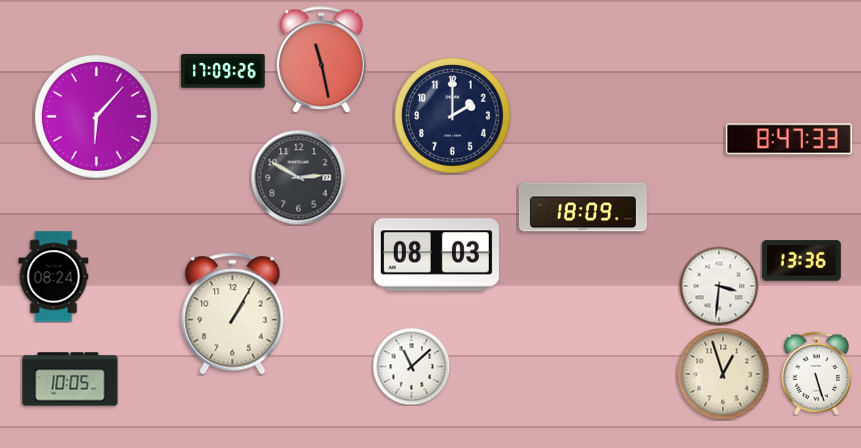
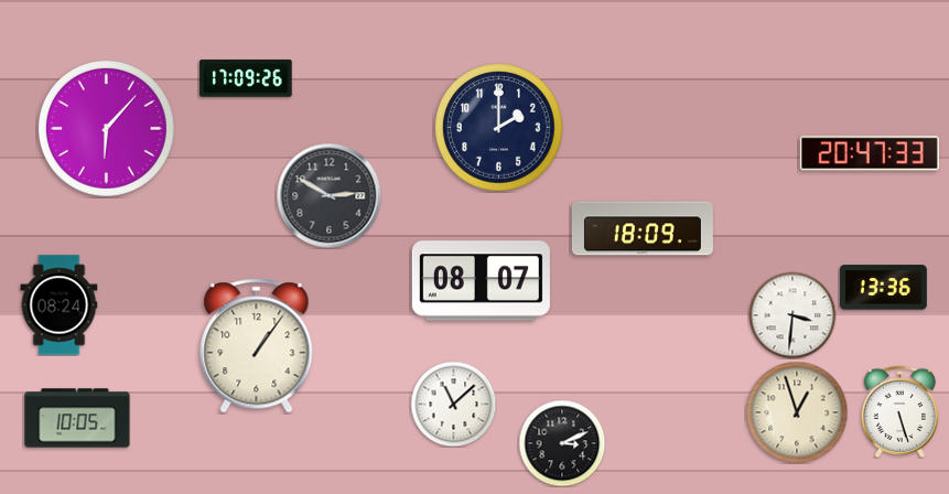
clock at (321, 60): 11:28 -> none
clock at (789, 139): 8:47 -> 20:47
clock at (436, 255): 08:03 -> 08:07
clock at (233, 314): 1:05 -> 1:06
clock at (562, 443): none -> 3:11
